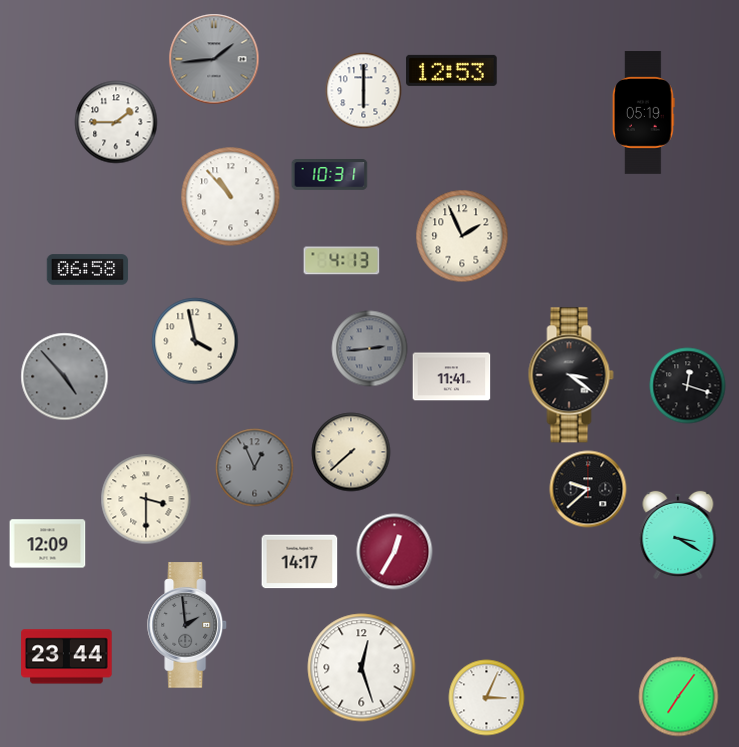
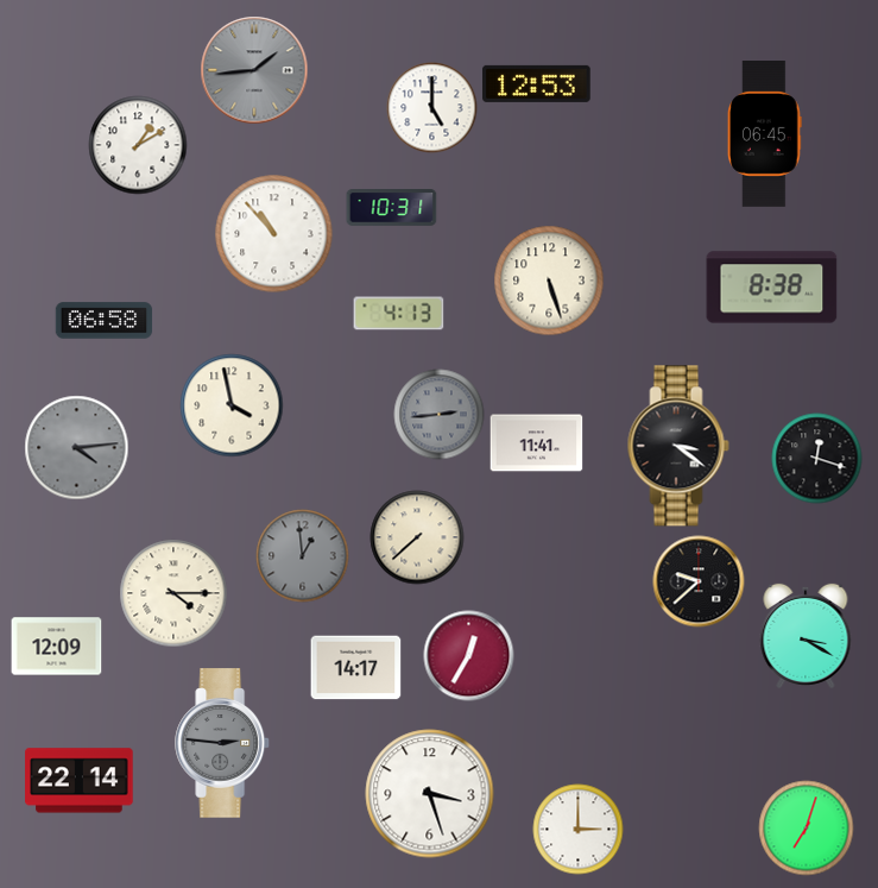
clock at (364, 91): 6:00 -> 5:00
clock at (644, 113): 05:19 -> 06:45
clock at (116, 122): 1:45 -> 1:10
clock at (462, 236): 1:56 -> 5:27
clock at (772, 288): none -> 8:38
clock at (342, 261) position: (342, 261) -> (399, 314)
clock at (65, 377): 4:53 -> 4:14
clock at (452, 377) position: (452, 377) -> (537, 443)
clock at (255, 468): 12:56 -> 12:59
clock at (146, 499): 3:30 -> 4:15
clock at (188, 625): 1:59 -> 2:46
clock at (67, 657): 23:44 -> 22:14
clock at (362, 668): 12:27 -> 3:27
clock at (679, 697): 7:06 -> 7:03
clock at (487, 698): 3:04 -> 3:00
